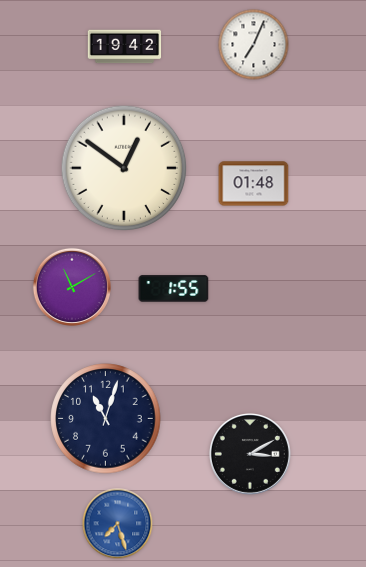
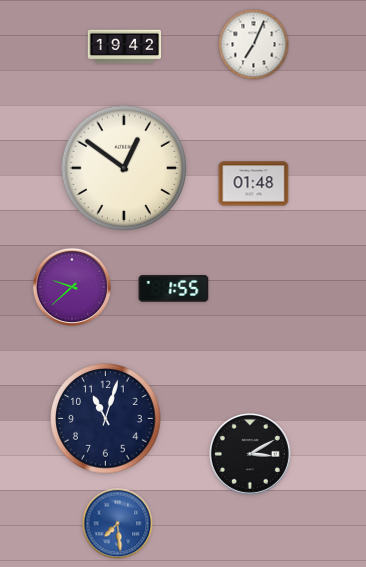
clock at (72, 287): 11:10 -> 9:38
clock at (118, 524): 7:27 -> 7:29
